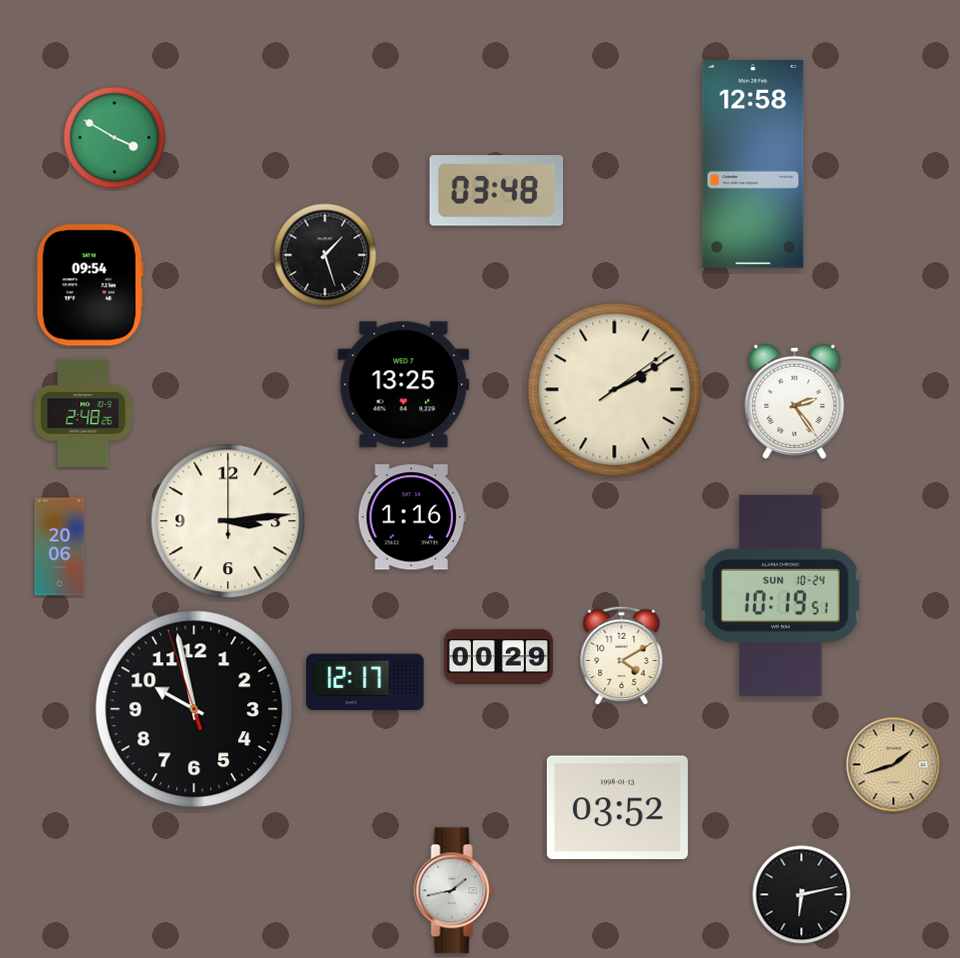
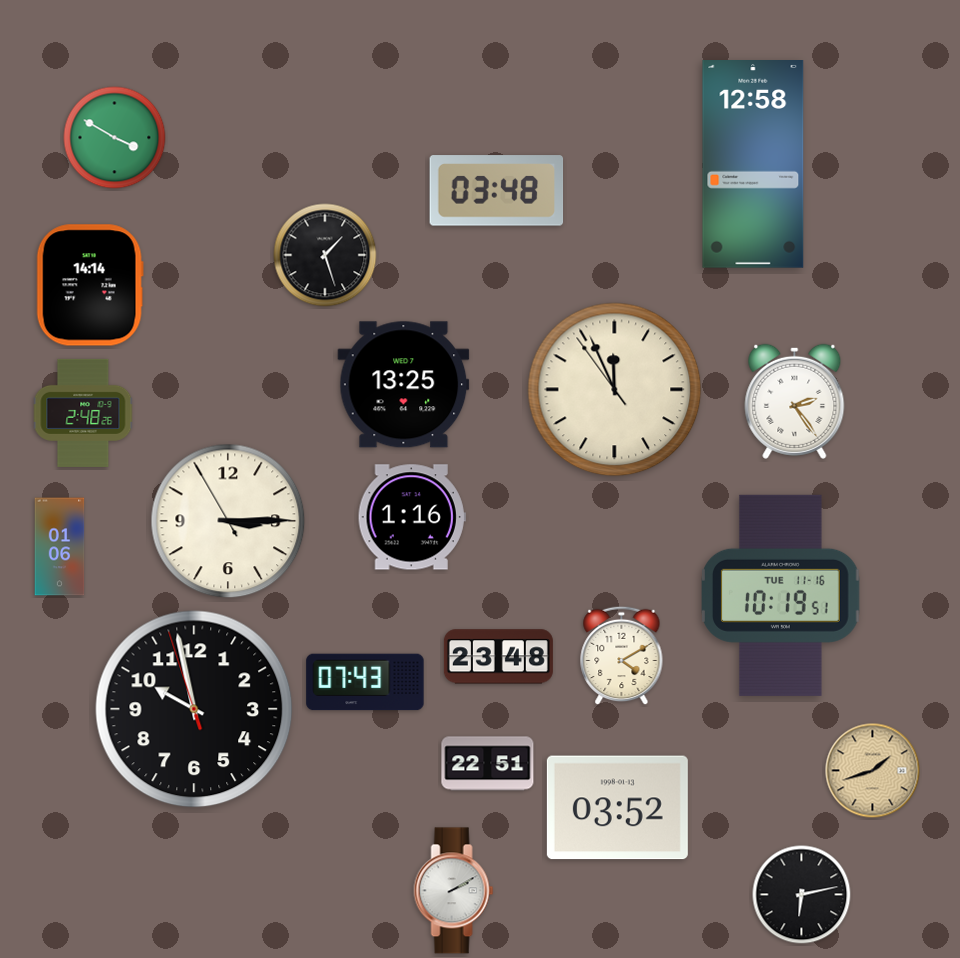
clock at (90, 285): 09:54 -> 14:14
clock at (615, 390): 2:10 -> 11:55
clock at (228, 521): 3:14:00 -> 3:14:55
clock at (60, 547): 20:06 -> 01:06
clock at (781, 595) date: SUN 10-24 -> TUE 11-16
clock at (498, 657): 00:29 -> 23:48
clock at (365, 682): 12:17 -> 07:43
clock at (488, 764): none -> 22:51
clock at (894, 765) position: (894, 765) -> (873, 771)
clock at (454, 891): 1:43 -> 2:10
